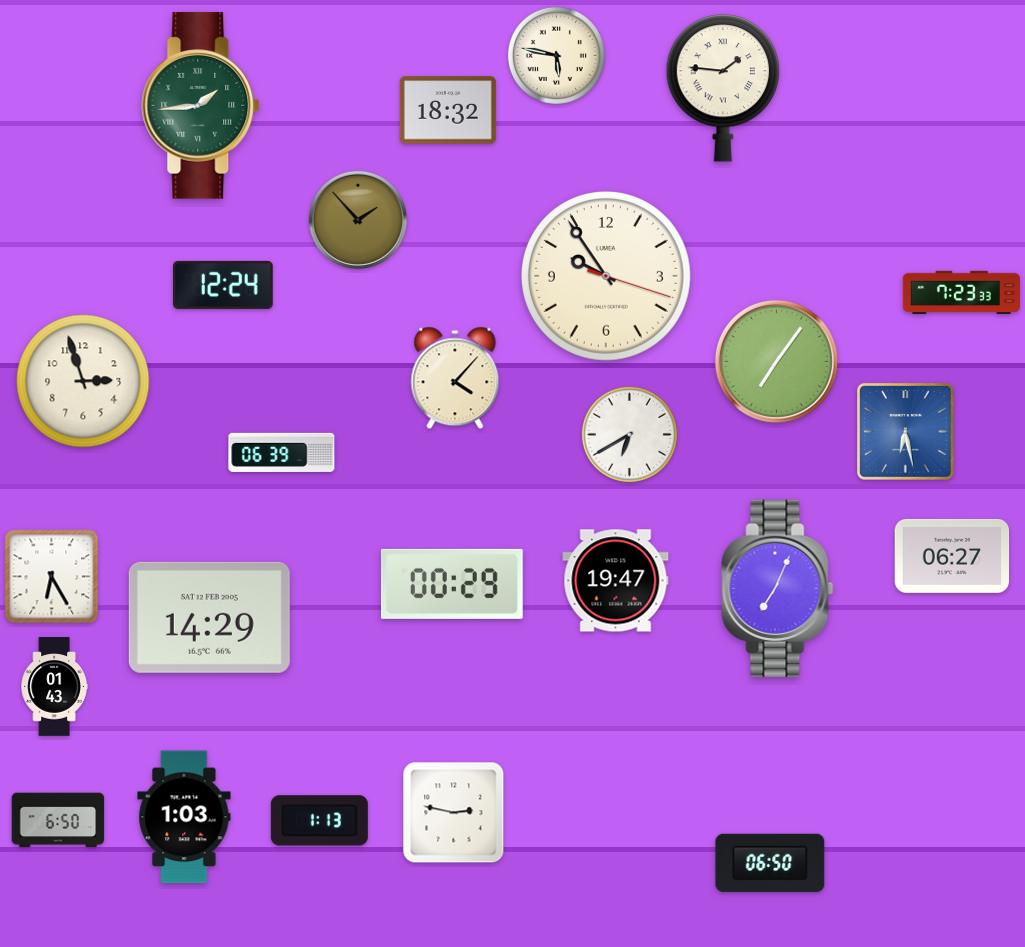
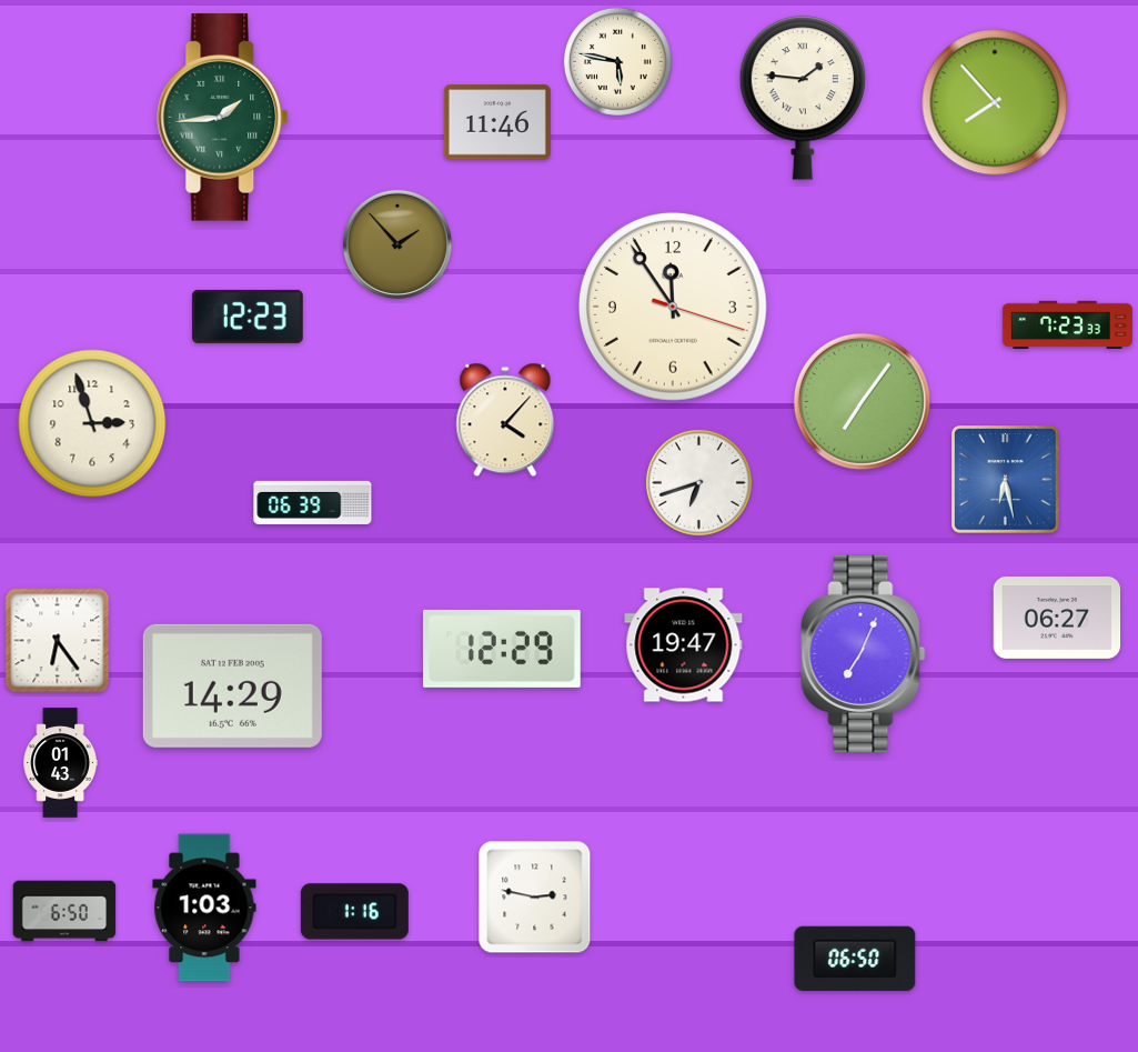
clock at (995, 102): none -> 7:53
clock at (448, 110): 18:32 -> 11:46
clock at (606, 276): 9:54 -> 11:54
clock at (223, 285): 12:24 -> 12:23
clock at (629, 434): 6:40 -> 6:42
clock at (52, 577): 6:25 -> 6:24
clock at (452, 584): 00:29 -> 12:29
clock at (454, 813) position: (454, 813) -> (535, 898)
clock at (319, 821): 1:13 -> 1:16
